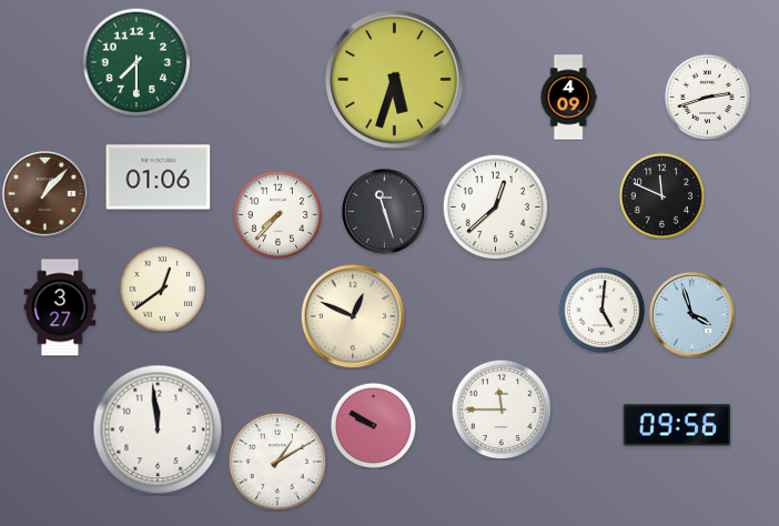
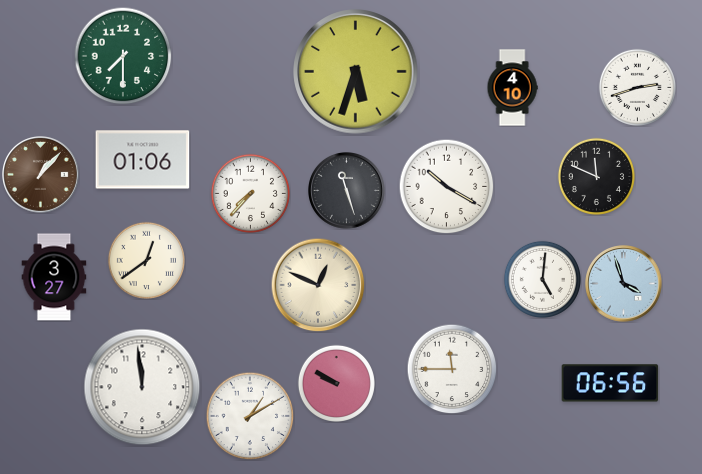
clock at (568, 98): 4:09 -> 4:10
clock at (495, 206): 12:38 -> 10:20
clock at (677, 425): 09:56 -> 06:56
